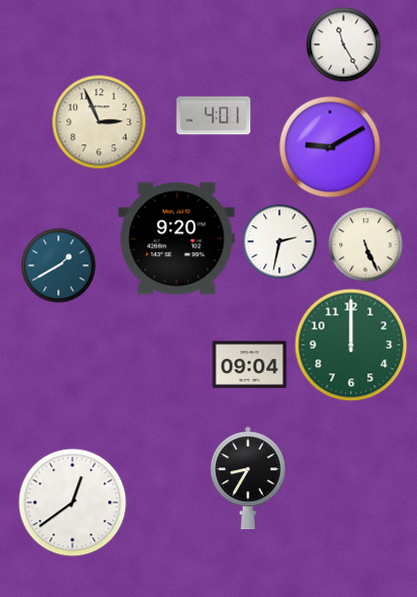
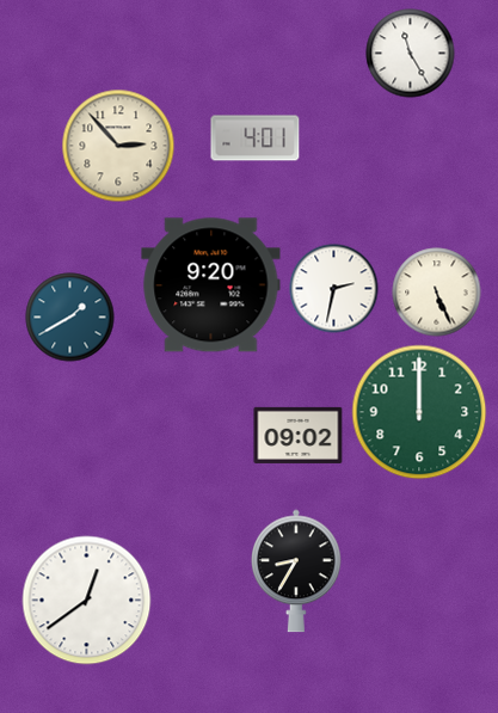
clock at (99, 122): 2:56 -> 2:53
clock at (330, 147): 9:10 -> none
clock at (250, 364): 09:04 -> 09:02
